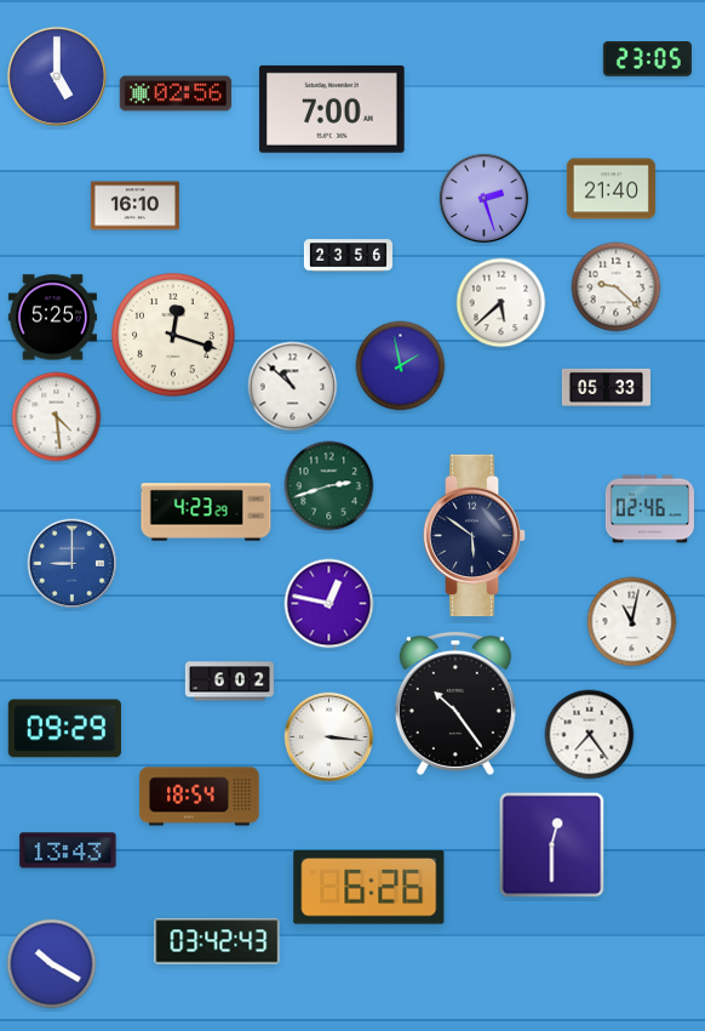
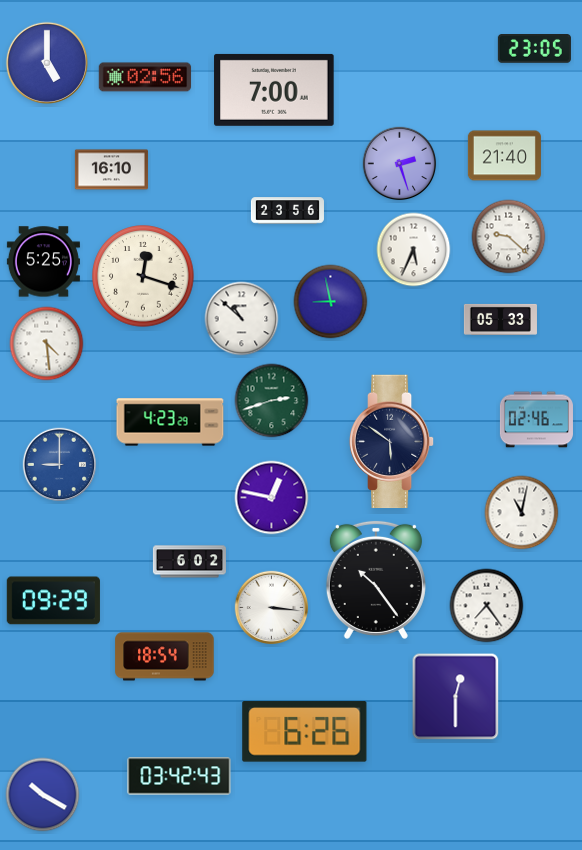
clock at (501, 303): 5:38 -> 5:34
clock at (401, 366): 1:58 -> 8:58
clock at (68, 850): 13:43 -> none
